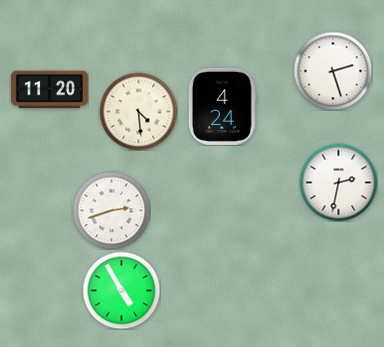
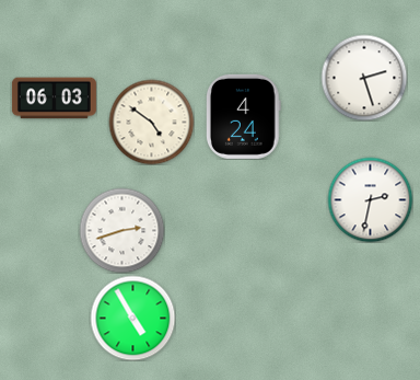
clock at (49, 90): 11:20 -> 06:03
clock at (138, 111): 4:29 -> 4:51
